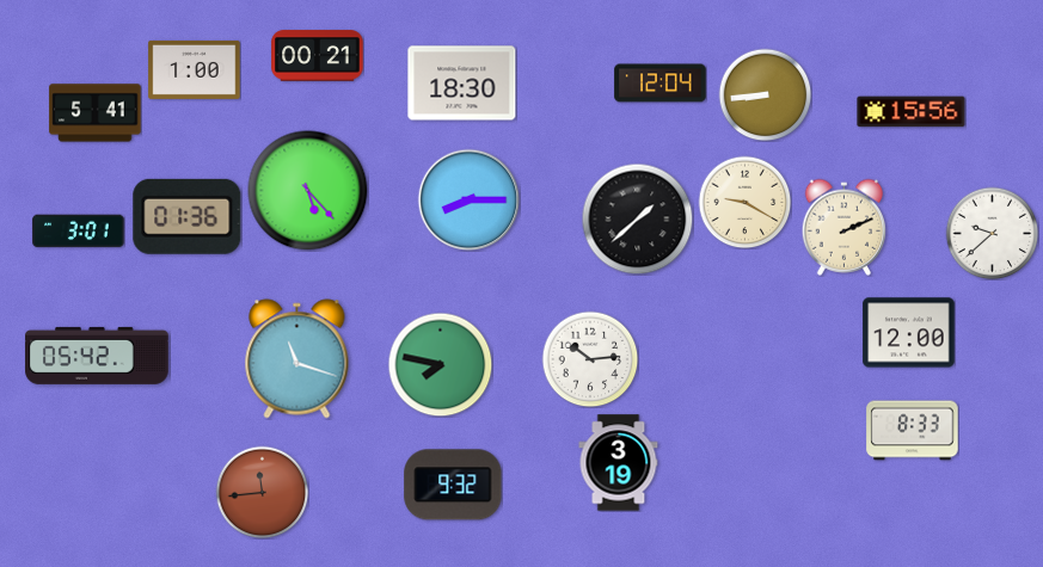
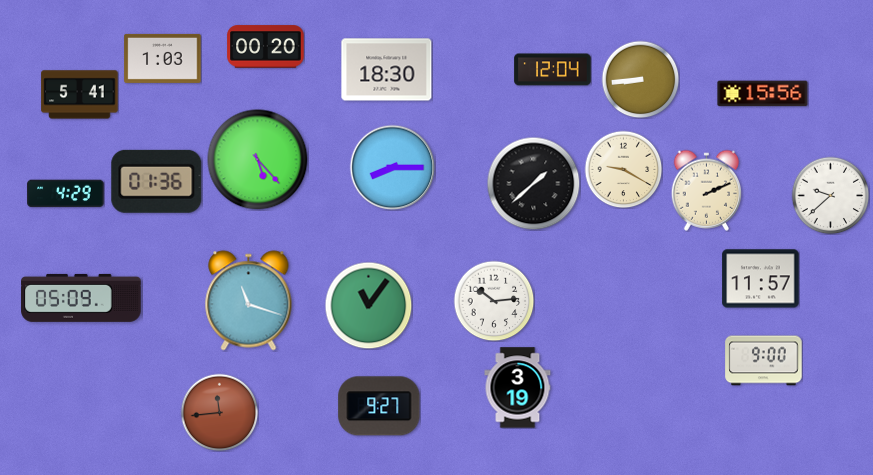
clock at (318, 56): 00:21 -> 00:20
clock at (195, 69): 1:00 -> 1:03
clock at (79, 232): 3:01 -> 4:29
clock at (909, 333): 12:00 -> 11:57
clock at (97, 356): 05:42 -> 05:09
clock at (440, 364): 7:47 -> 11:06
clock at (913, 431): 8:33 -> 9:00
clock at (453, 485): 9:32 -> 9:27
